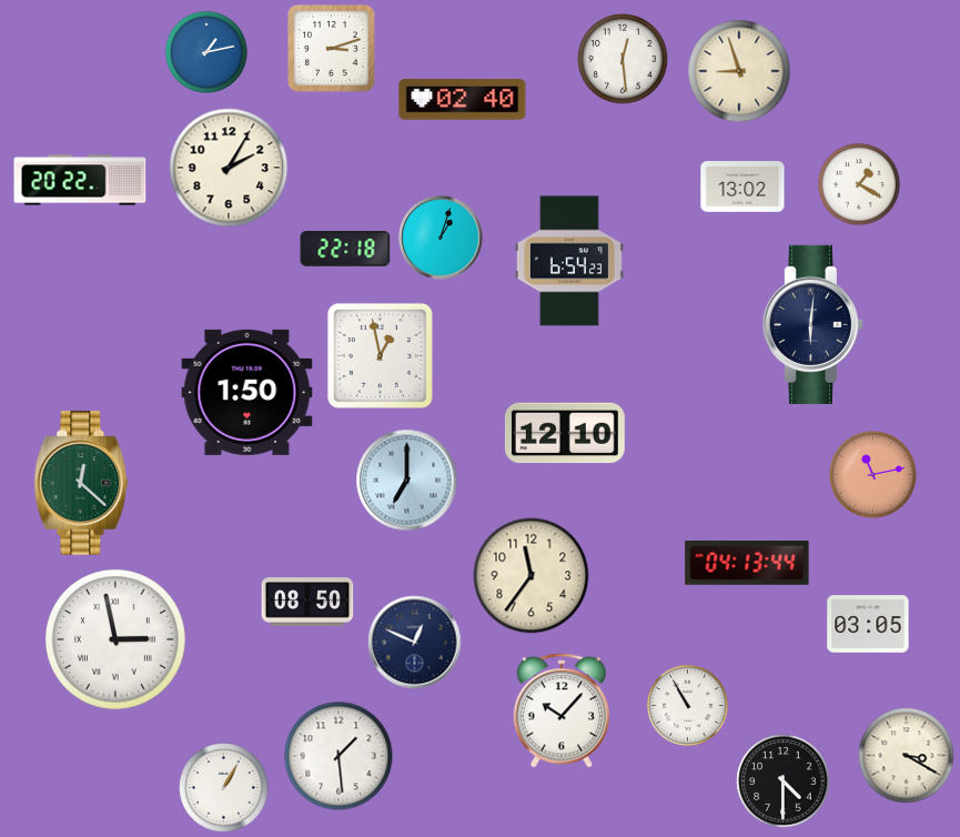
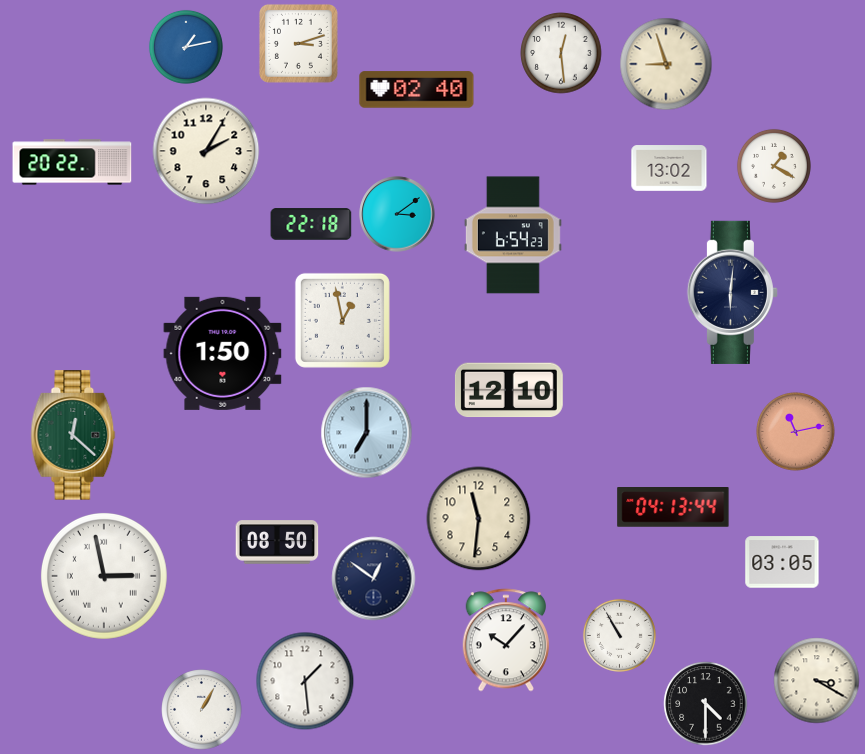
clock at (441, 238): 1:03 -> 3:09
clock at (873, 475) position: (873, 475) -> (796, 432)
clock at (532, 576): 11:36 -> 11:31
clock at (415, 643): 12:49 -> 12:51
